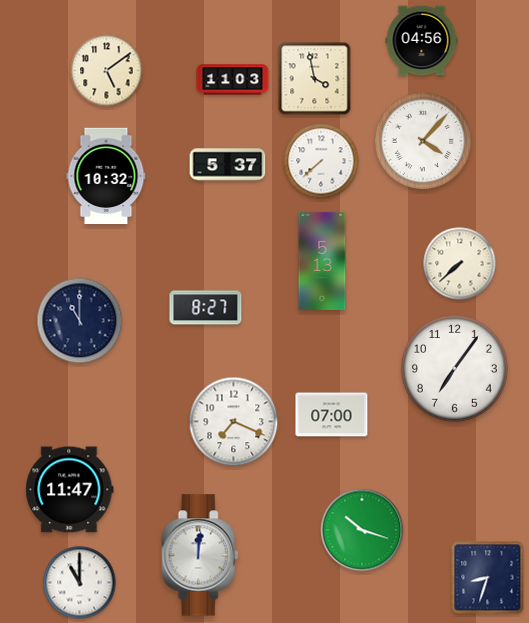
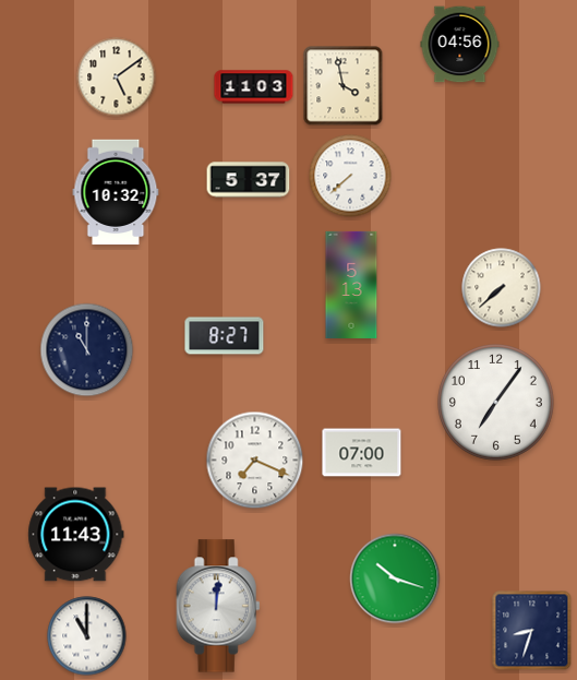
clock at (423, 141): 4:07 -> none
clock at (70, 490): 11:47 -> 11:43
